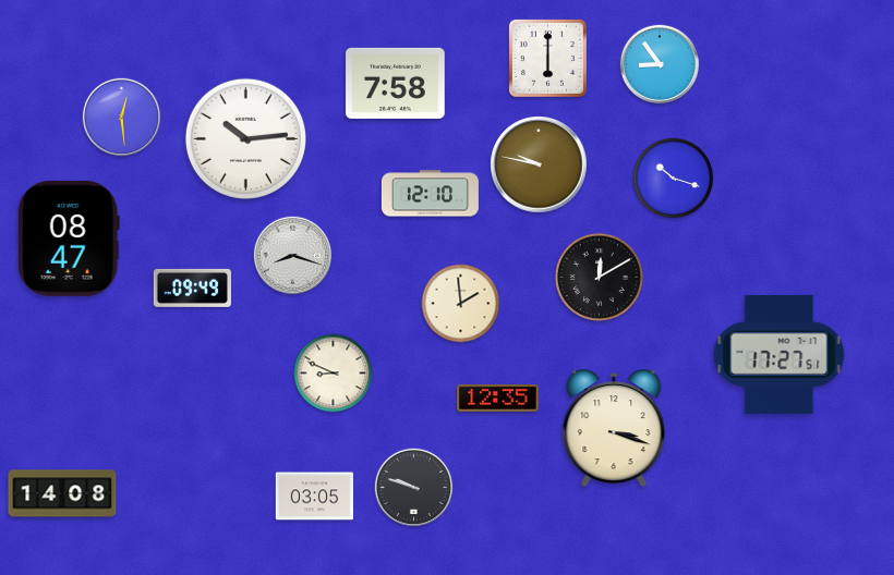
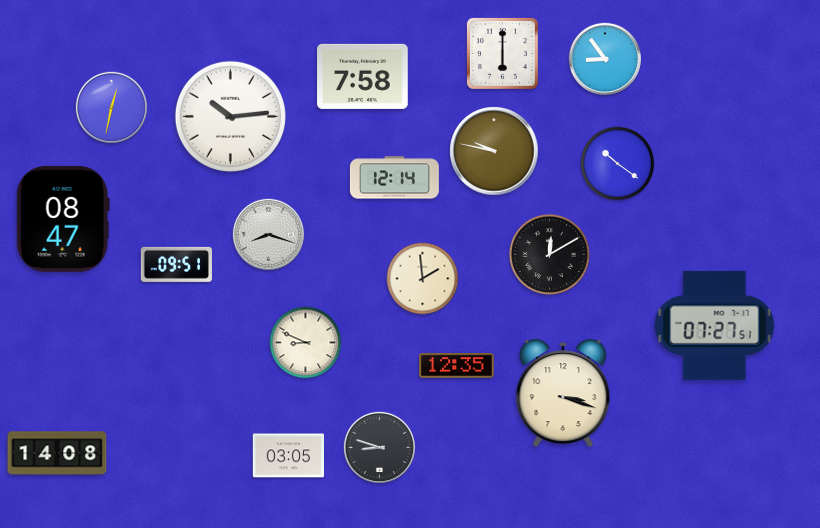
clock at (122, 118): 12:29 -> 12:32
clock at (245, 138) position: (245, 138) -> (230, 116)
clock at (674, 179): 10:18 -> 10:21
clock at (430, 194): 12:10 -> 12:14
clock at (192, 287): 09:49 -> 09:51
clock at (780, 354): 17:27 -> 07:27
clock at (414, 488): 9:48 -> 8:48
